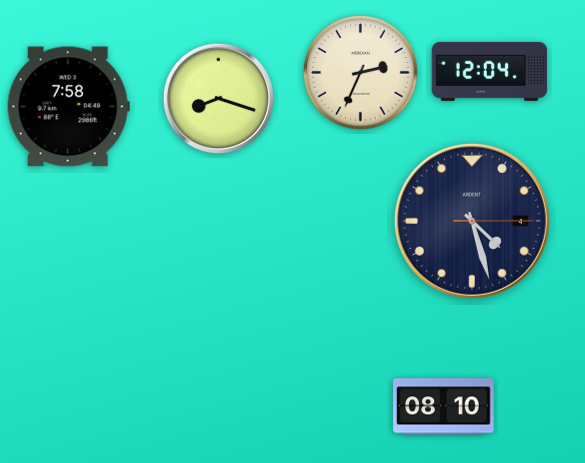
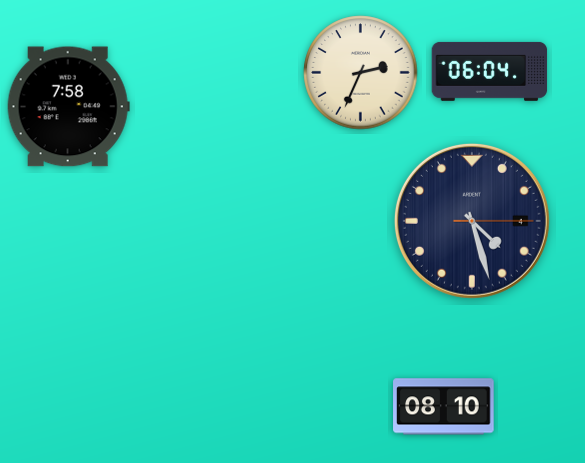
clock at (490, 71): 12:04 -> 06:04
clock at (218, 98): 8:18 -> none
